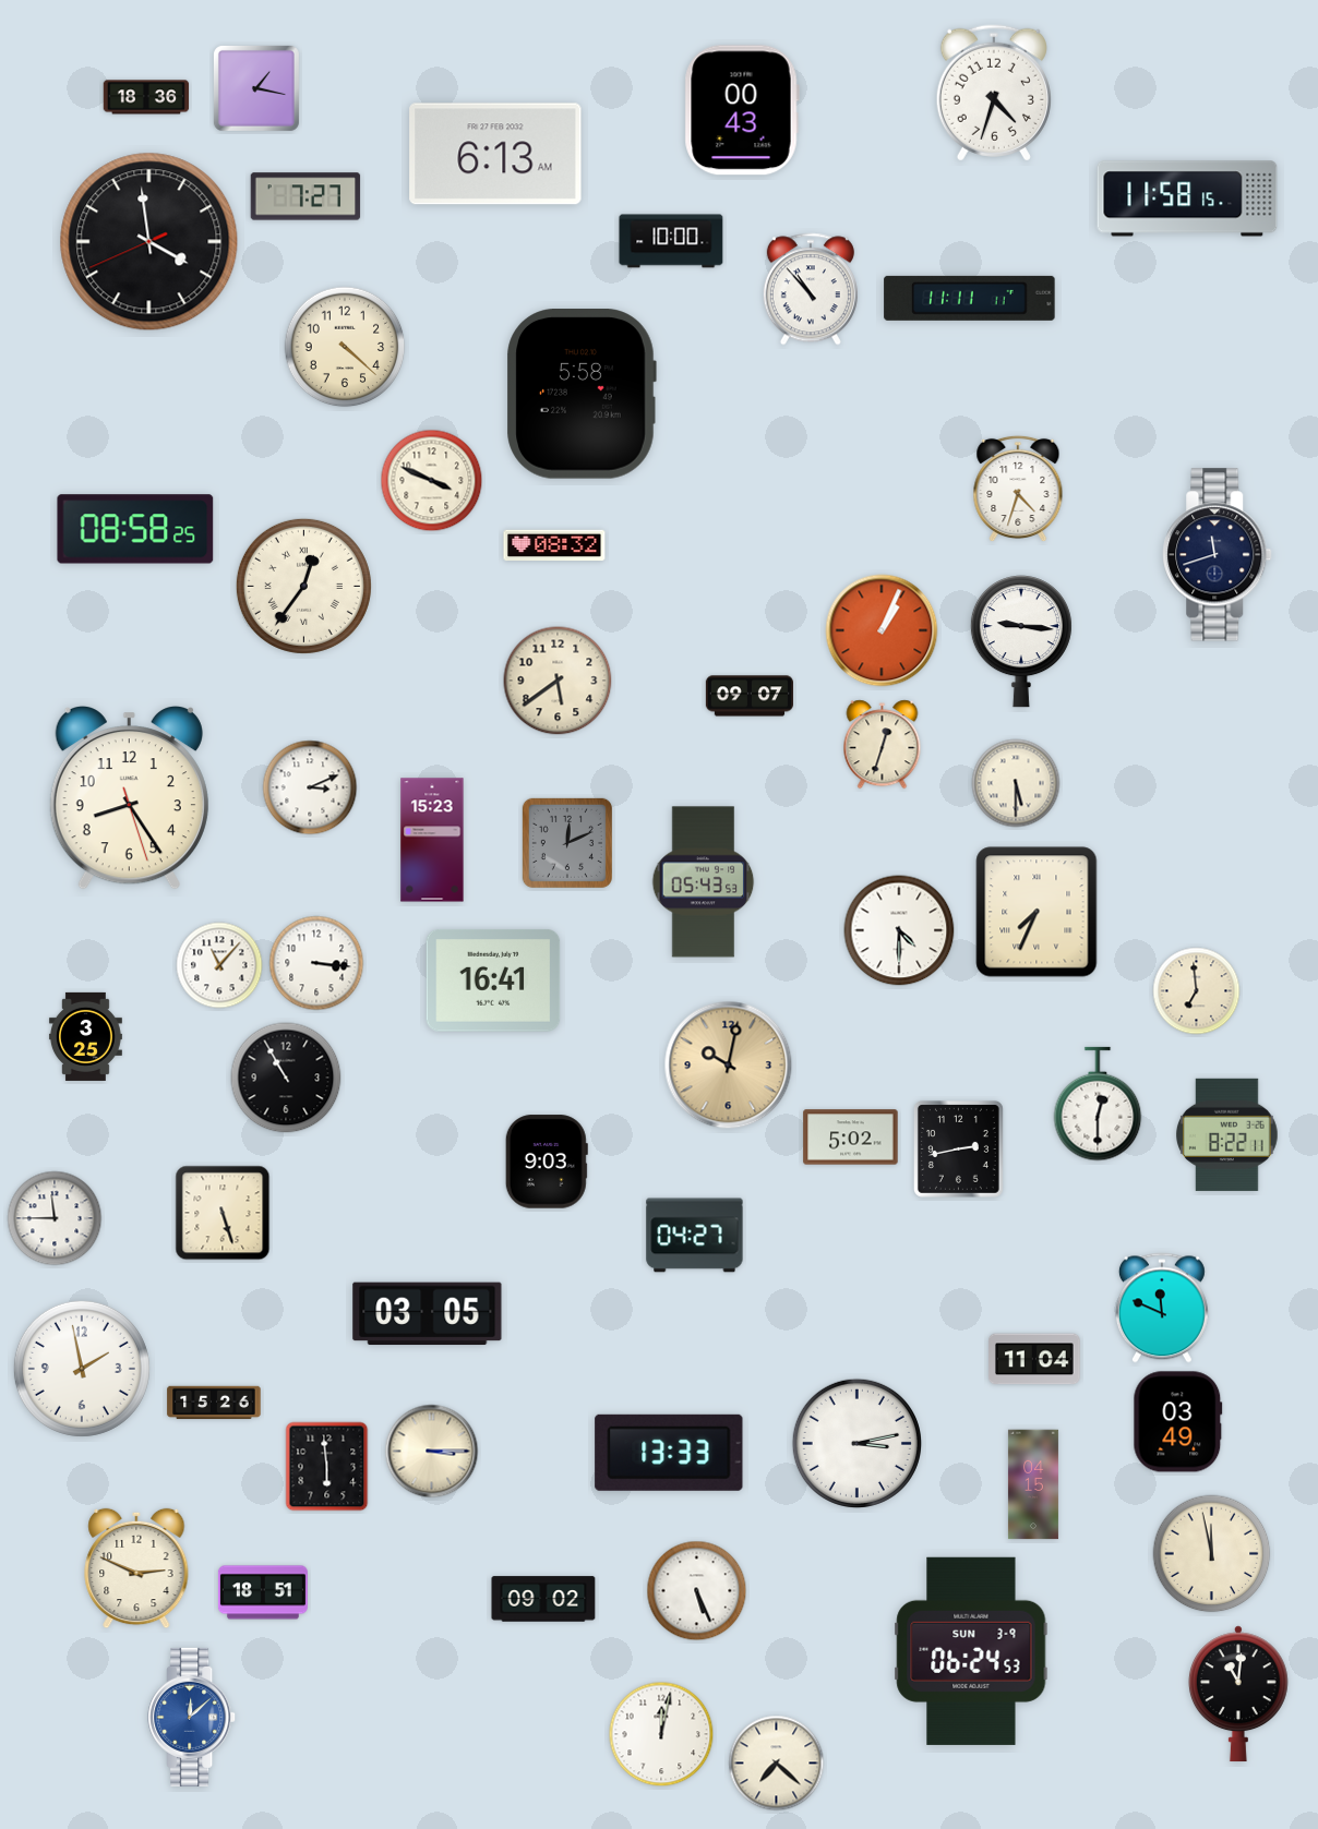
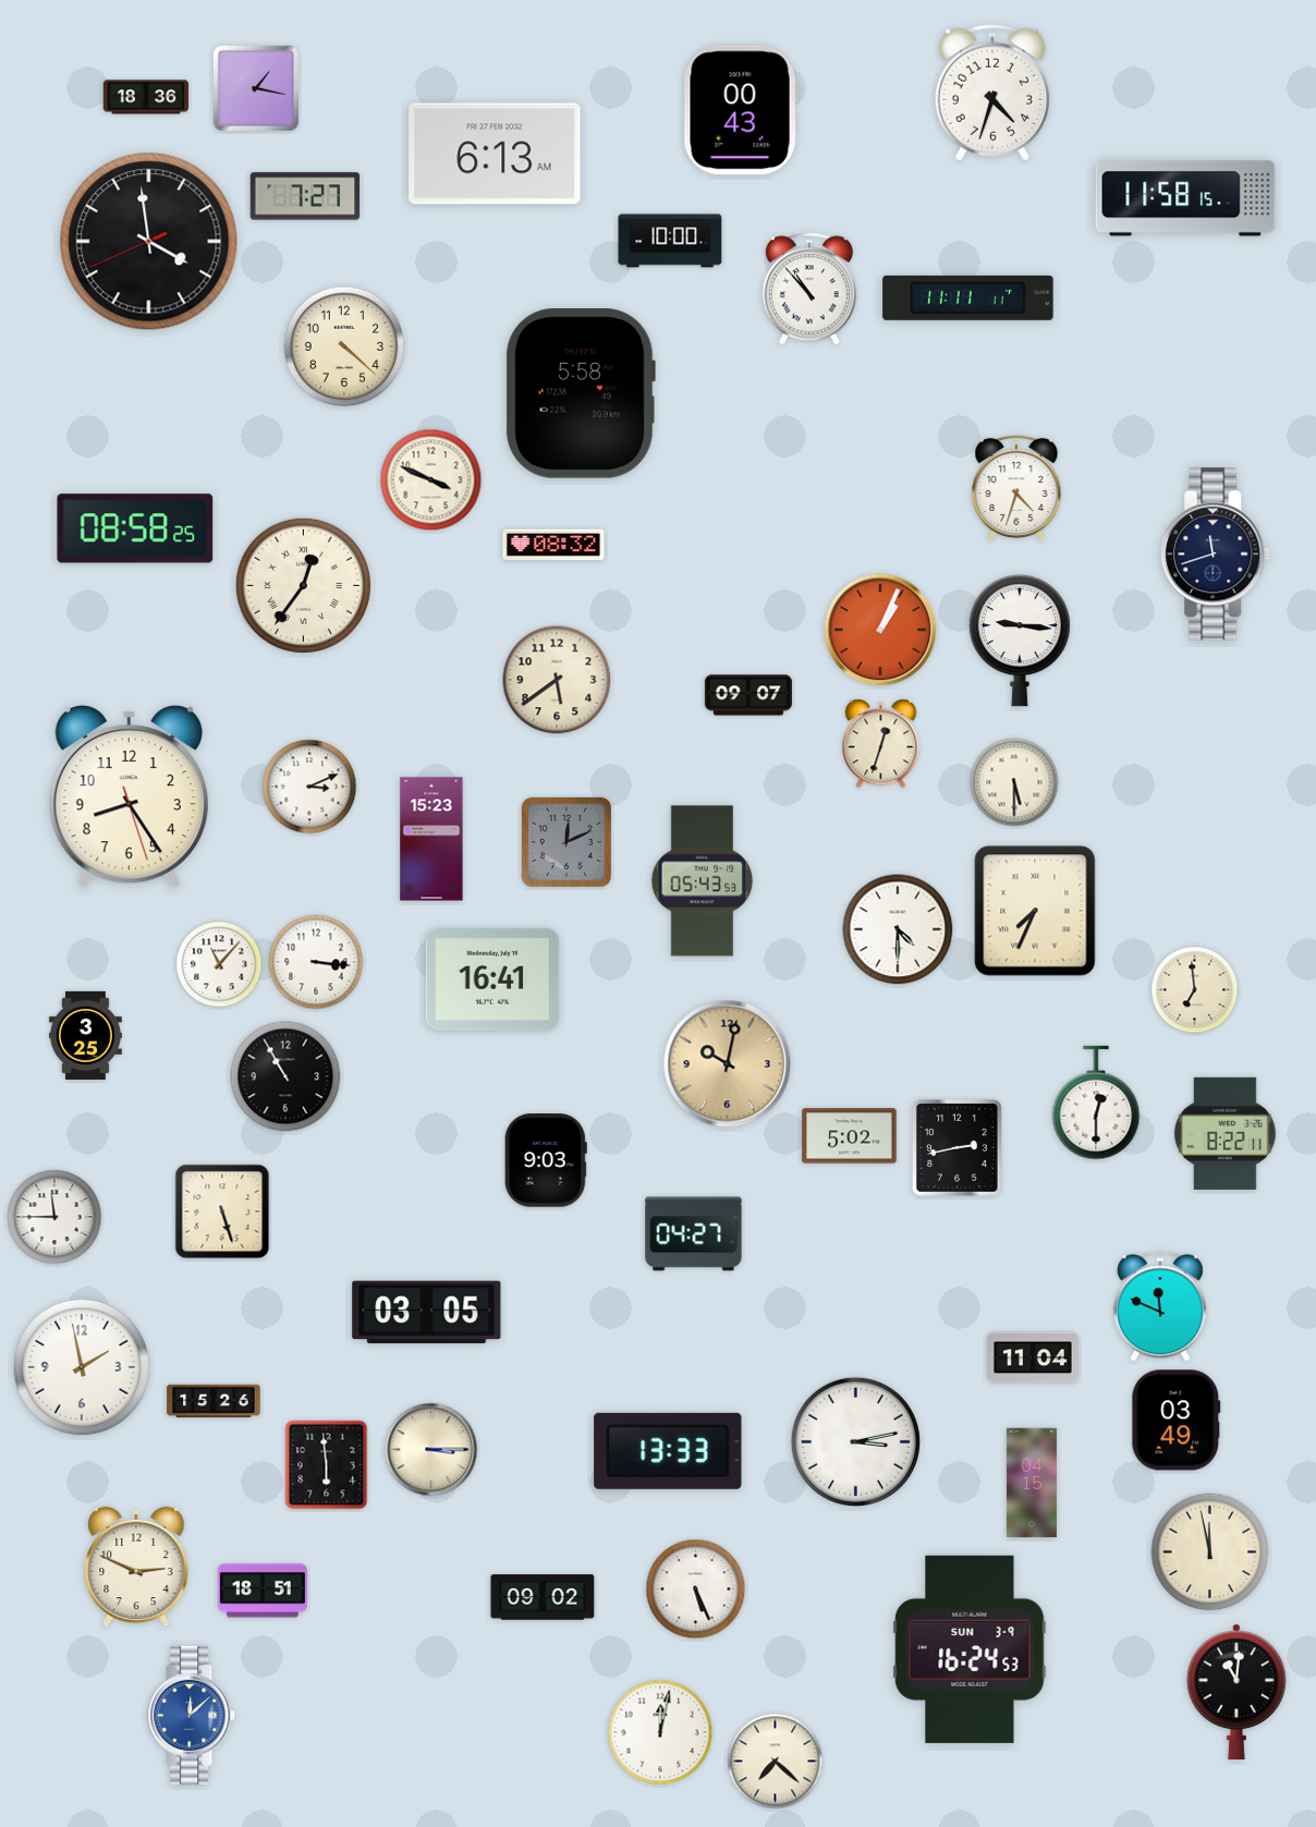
clock at (971, 1651): 06:24 -> 16:24
